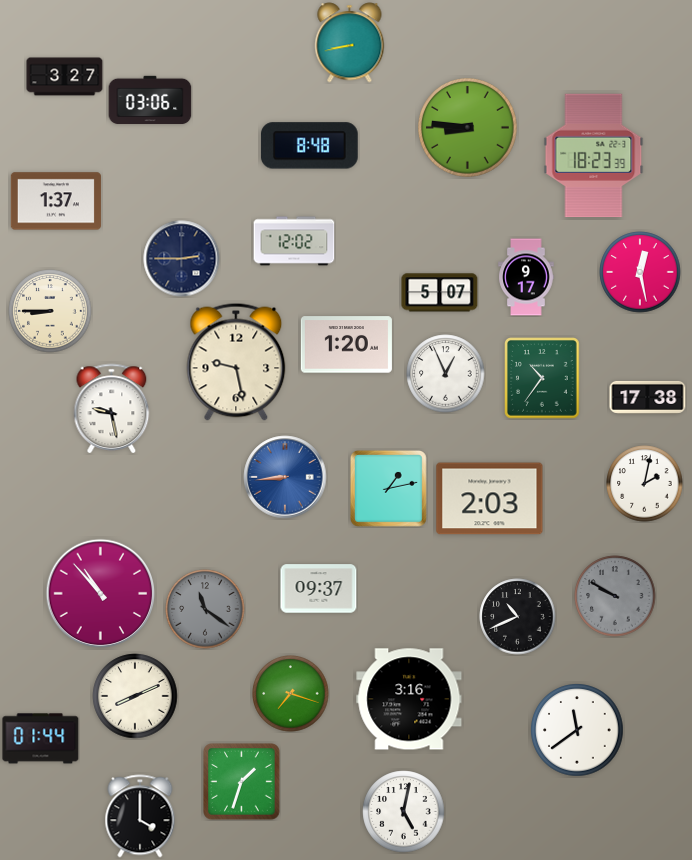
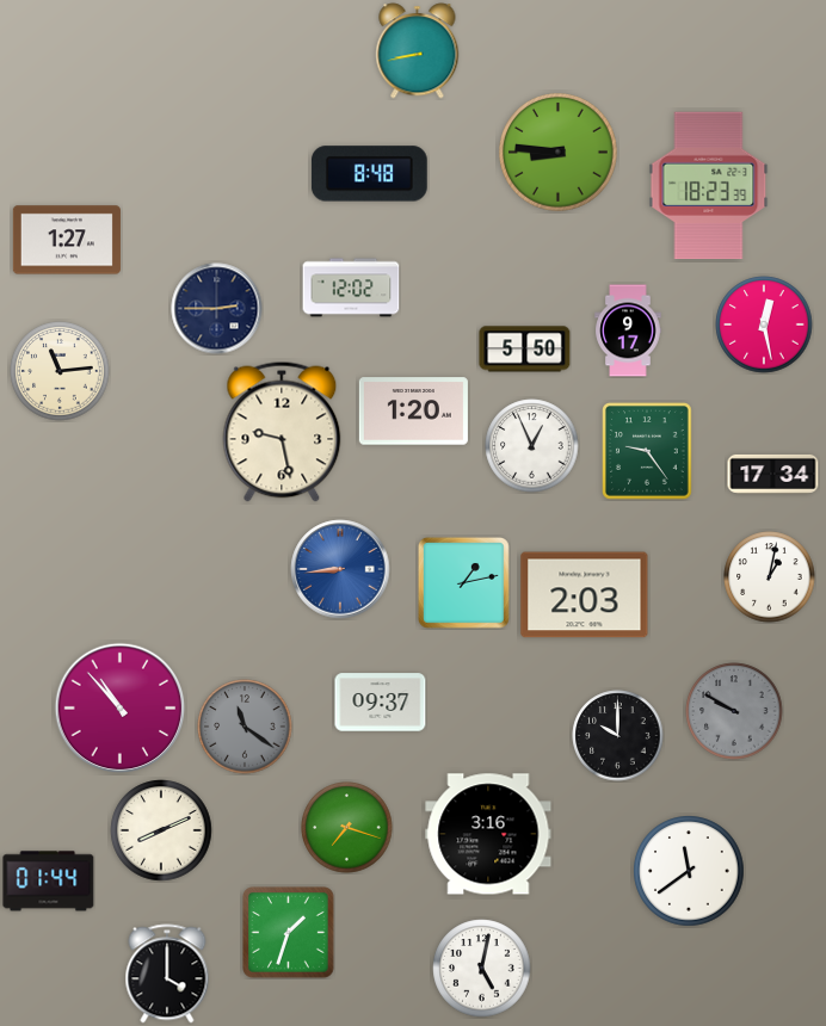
clock at (65, 77): 3:27 -> none
clock at (150, 100): 03:06 -> none
clock at (56, 201): 1:37 -> 1:27
clock at (440, 293): 5:07 -> 5:50
clock at (50, 311): 8:45 -> 11:14
clock at (543, 378): 10:36 -> 9:24
clock at (648, 397): 17:38 -> 17:34
clock at (112, 408): 9:28 -> none
clock at (645, 484): 2:02 -> 1:02
clock at (518, 617): 10:41 -> 10:00
